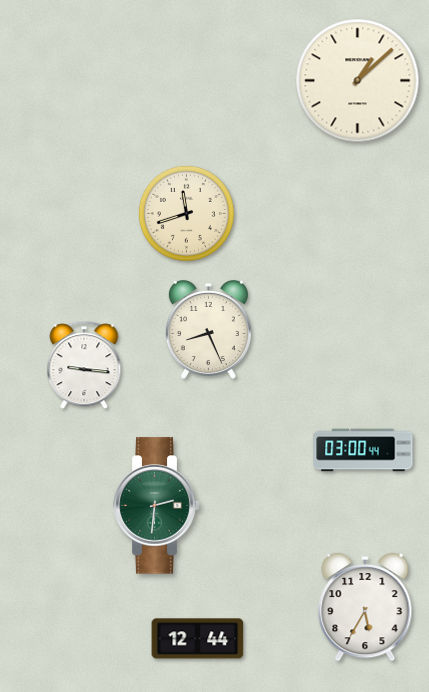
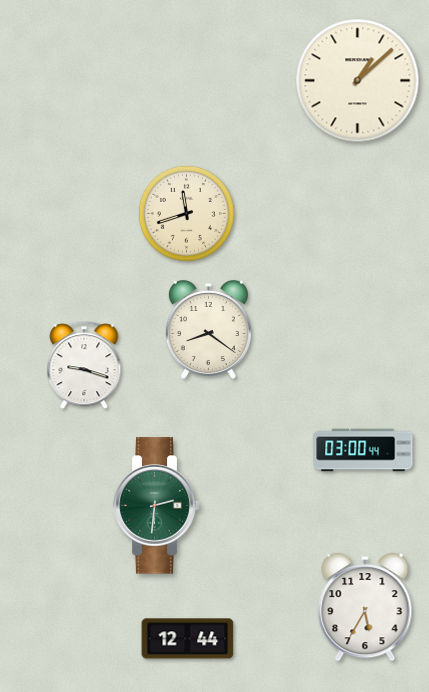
clock at (208, 329): 8:26 -> 8:21
clock at (84, 366): 9:16 -> 9:18
clock at (198, 639) position: (198, 639) -> (188, 639)
